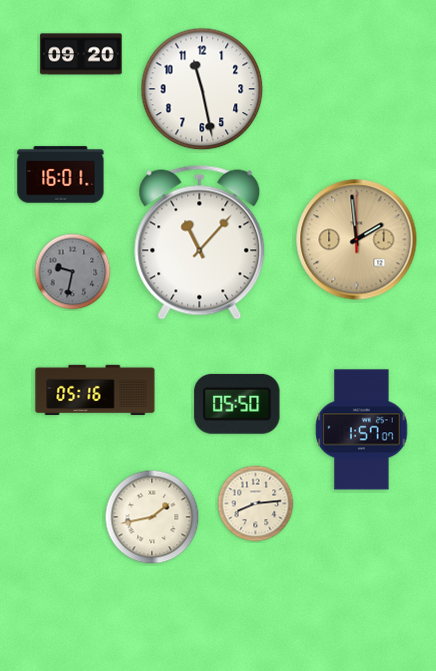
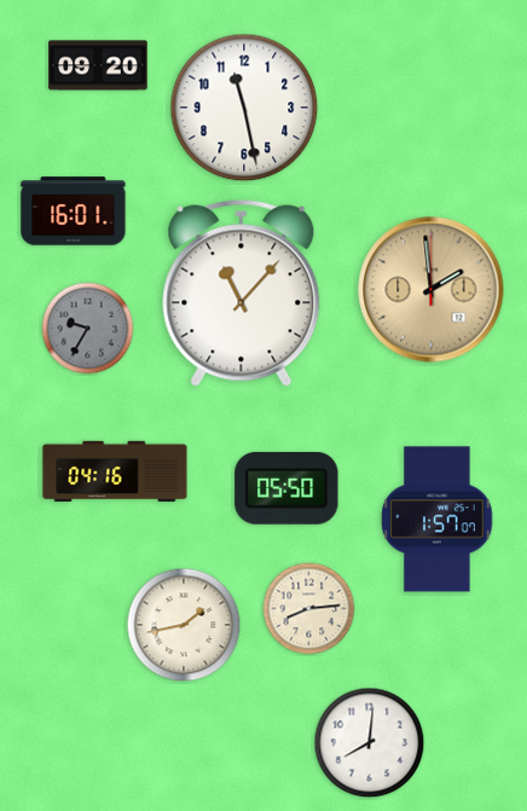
clock at (73, 272): 9:32 -> 9:35
clock at (95, 390): 05:16 -> 04:16
clock at (370, 743): none -> 8:01
